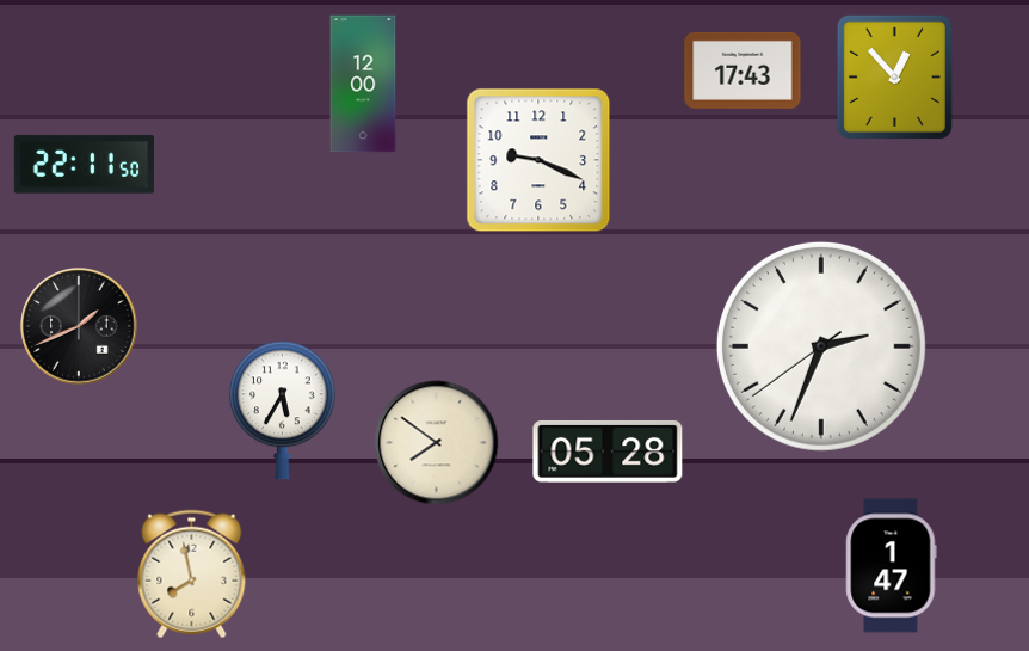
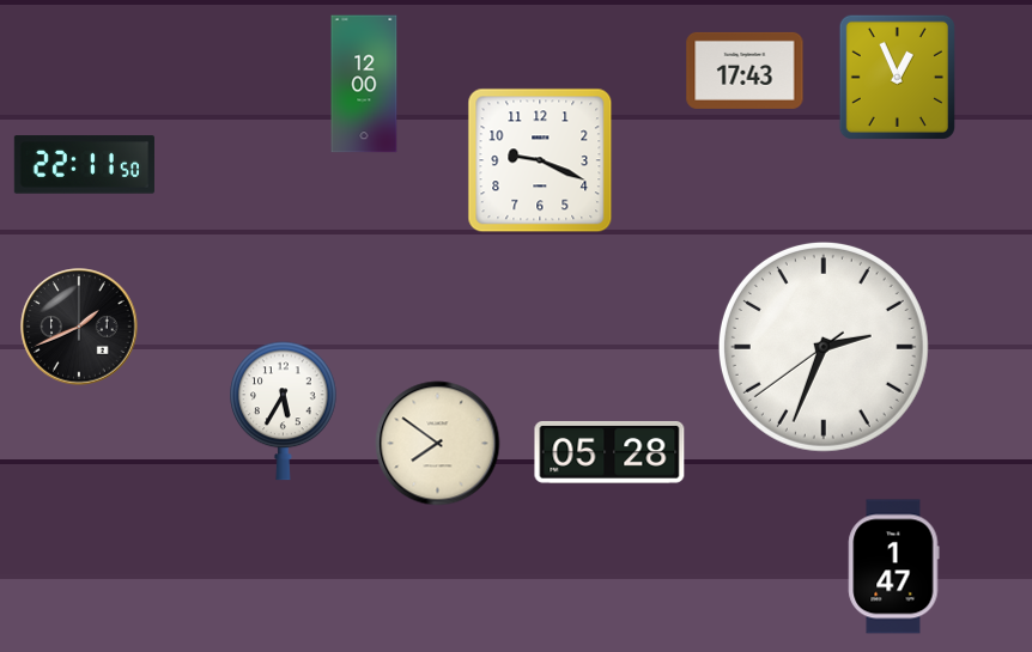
clock at (894, 76): 12:53 -> 12:56
clock at (192, 575): 7:58 -> none
